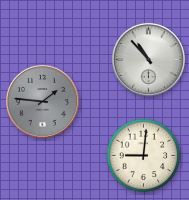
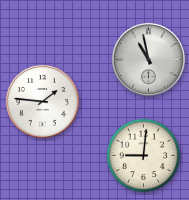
clock at (148, 59): 10:53 -> 10:58
clock at (42, 101) dial: grey -> white
